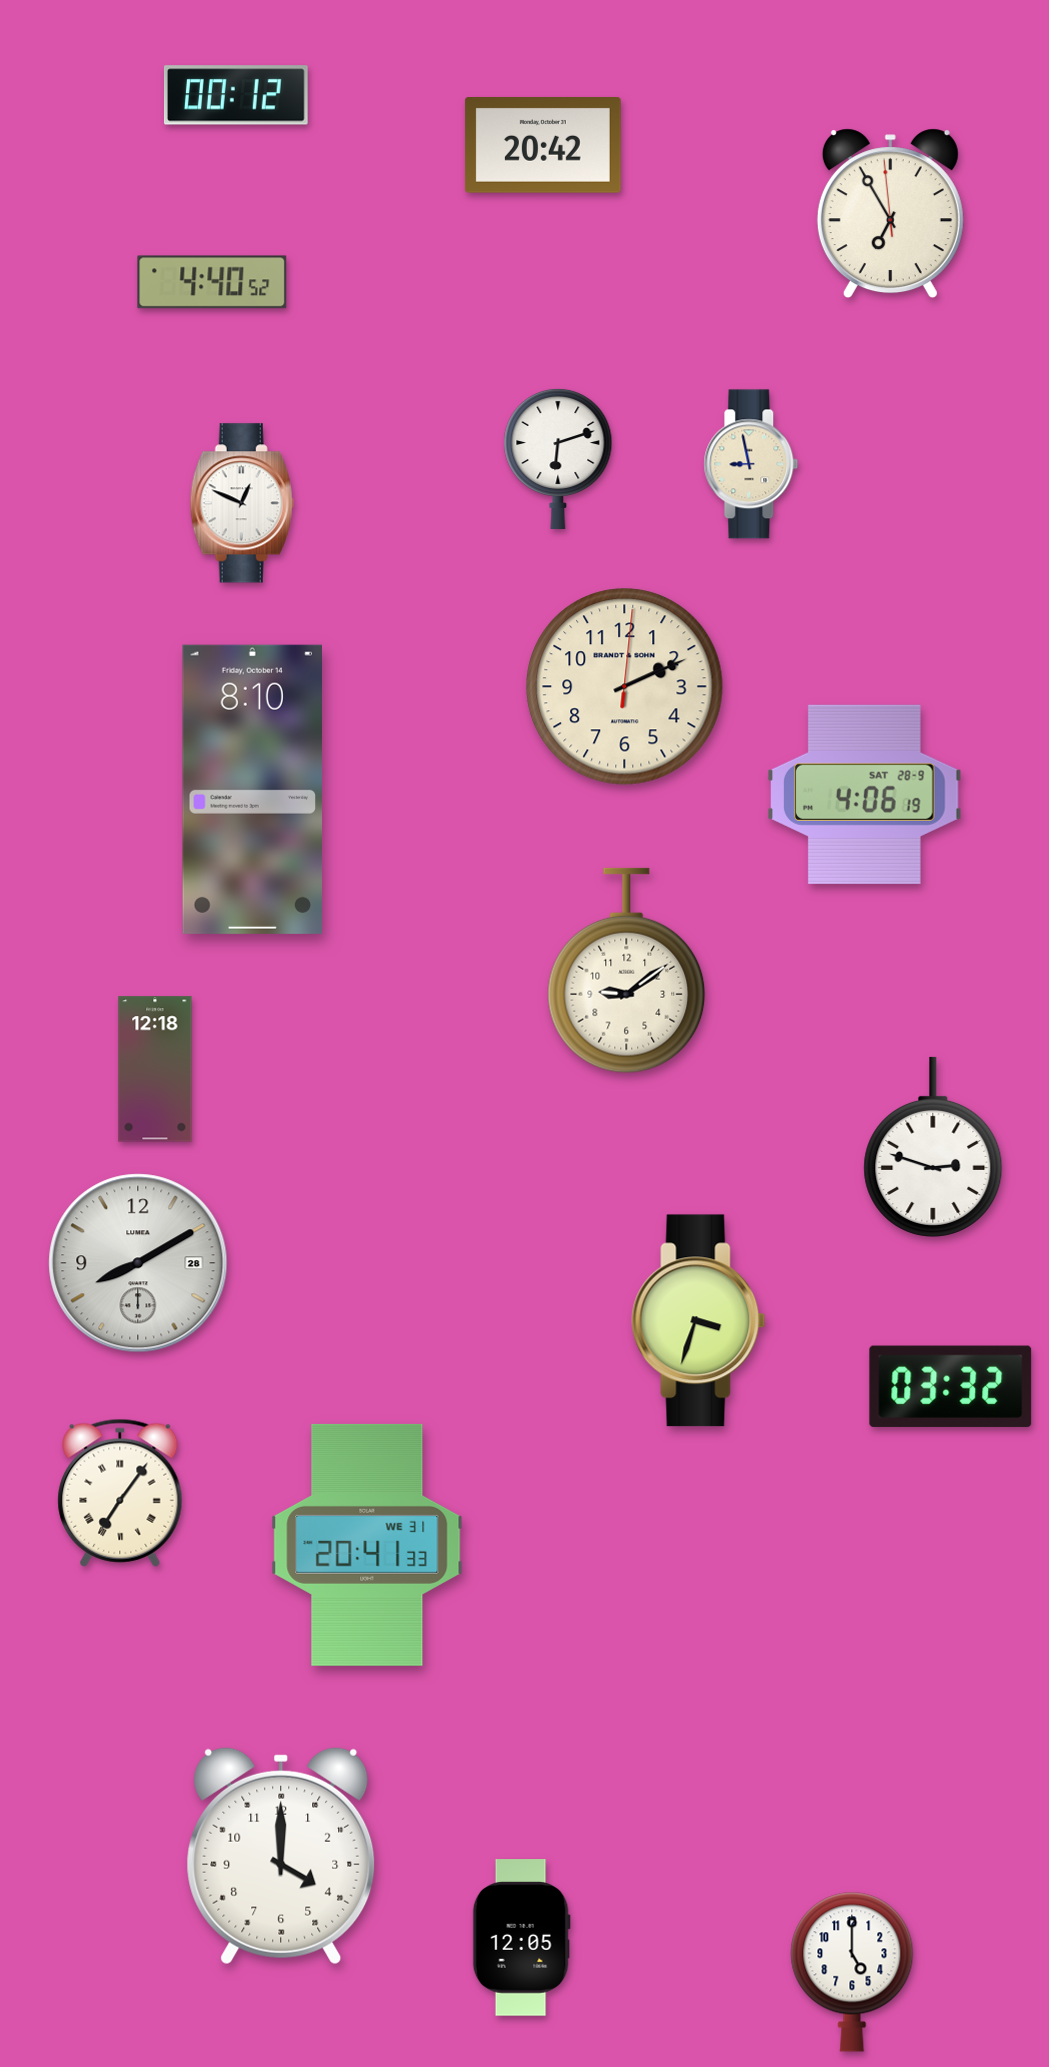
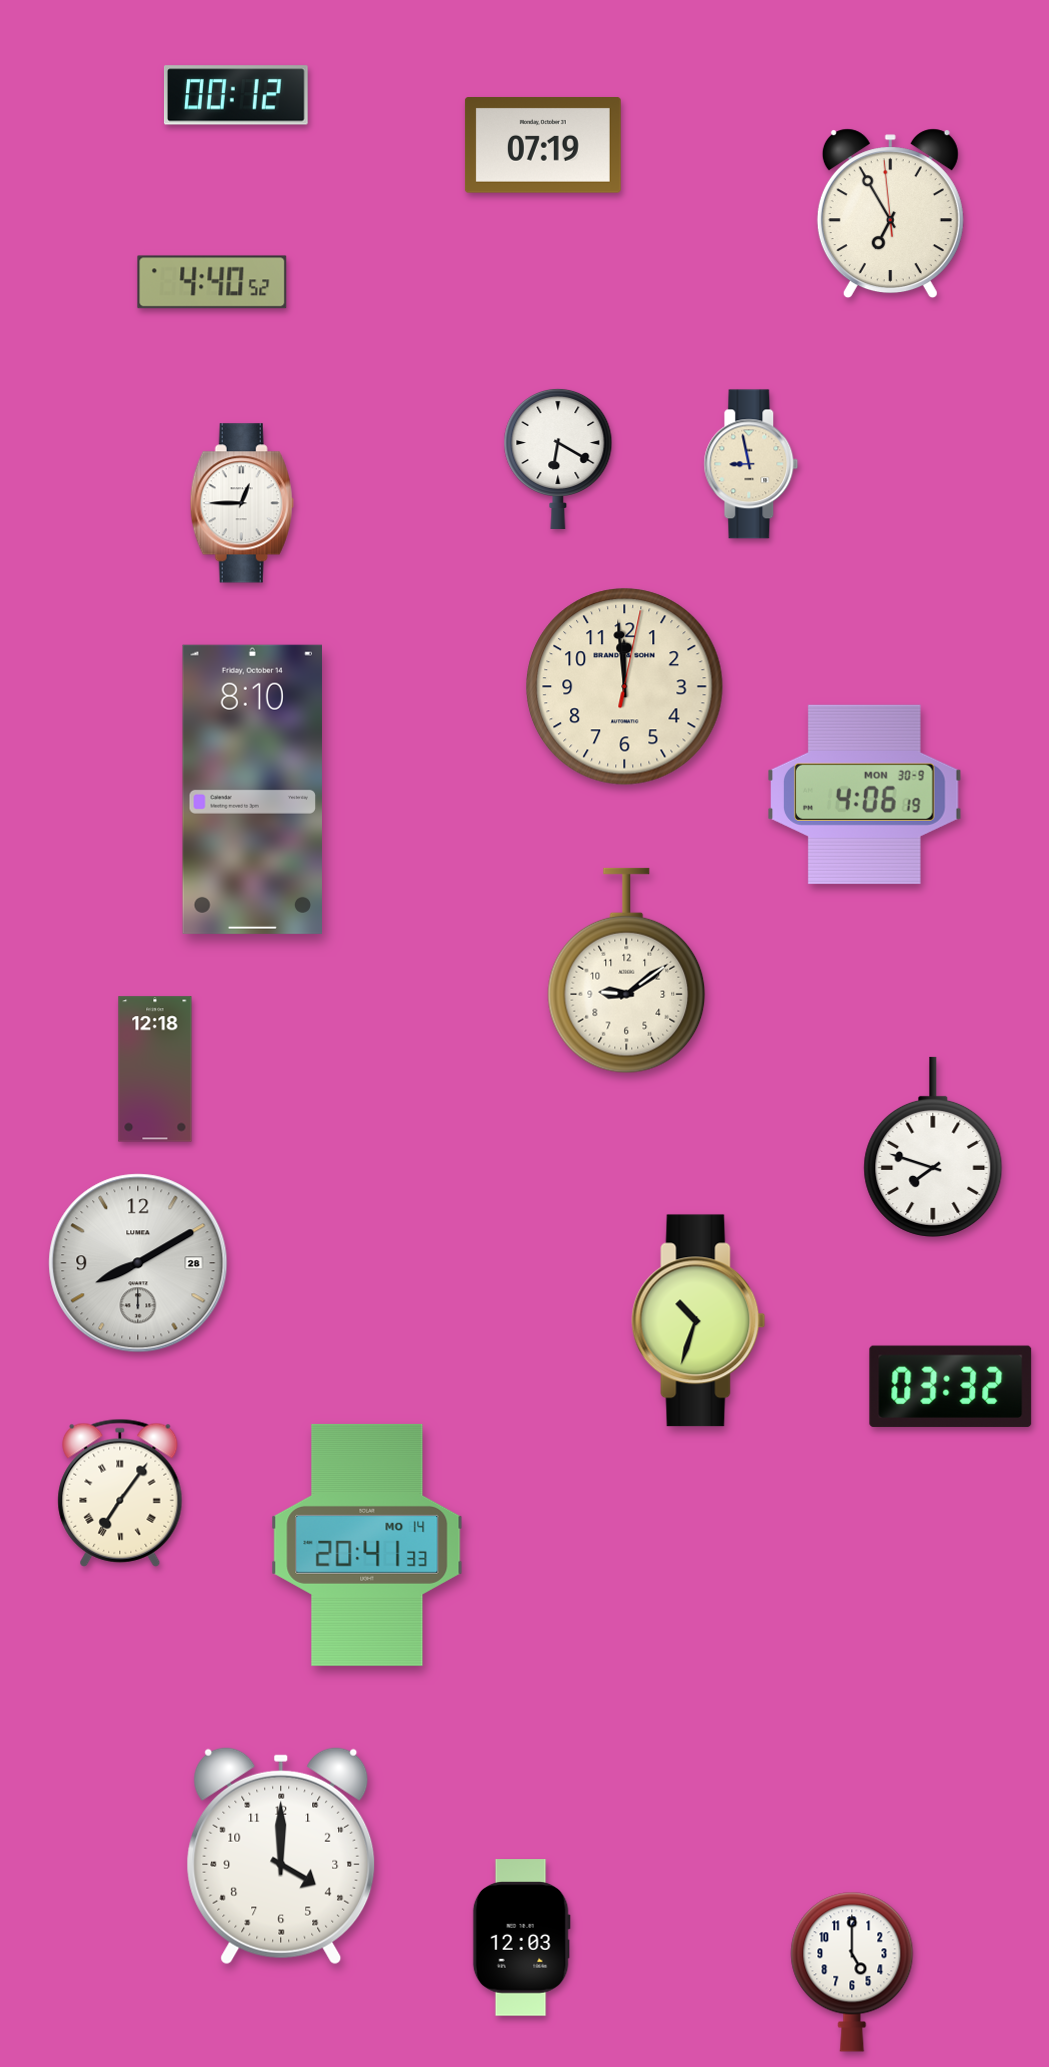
clock at (543, 145): 20:42 -> 07:19
clock at (558, 458): 6:12 -> 6:20
clock at (242, 503): 12:49 -> 12:45
clock at (625, 687): 2:11 -> 11:59
clock at (865, 794) date: SAT 28-9 -> MON 30-9
clock at (933, 1147): 2:48 -> 7:48
clock at (699, 1321): 3:33 -> 10:33
clock at (367, 1545) date: WE 31 -> MO 14
clock at (521, 1938): 12:05 -> 12:03
